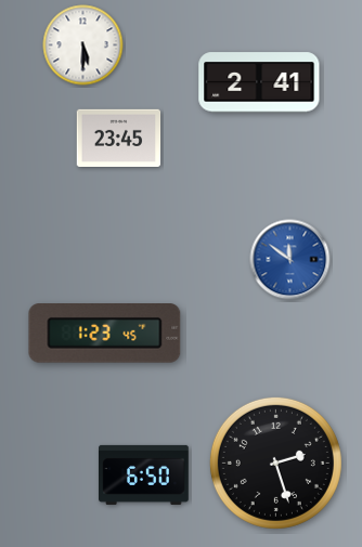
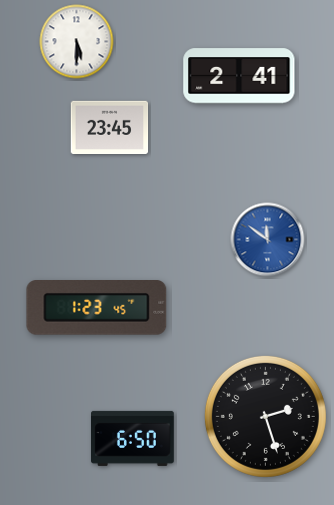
clock at (275, 463) position: (275, 463) -> (265, 416)
